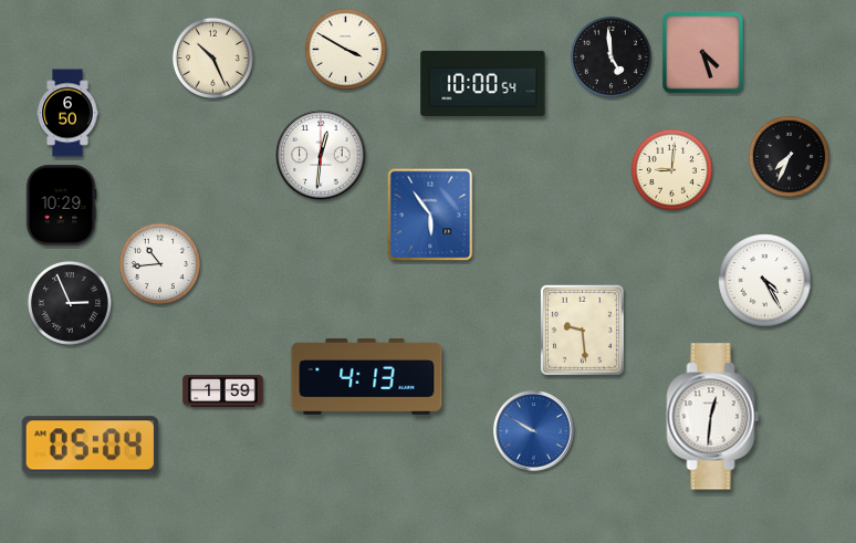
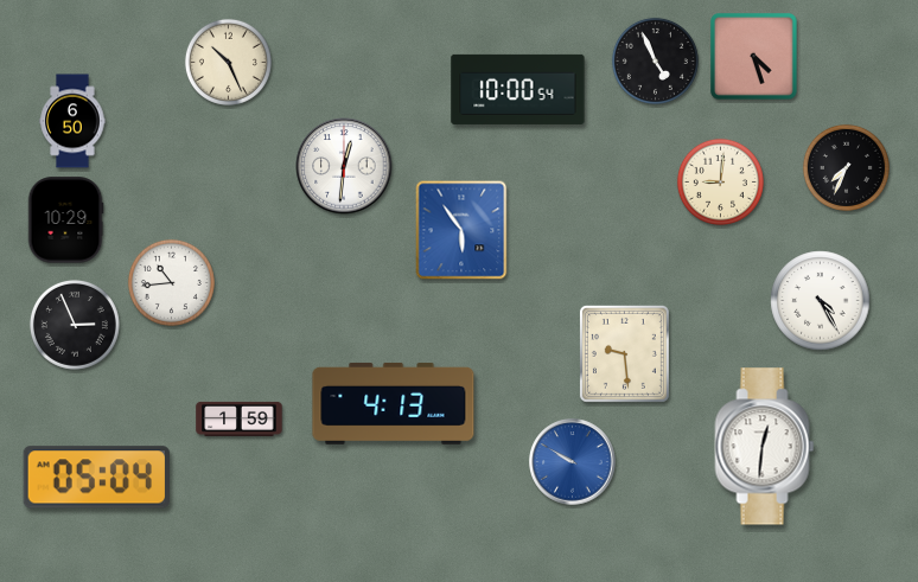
clock at (345, 49): 3:50 -> none
clock at (610, 56): 4:59 -> 4:56
